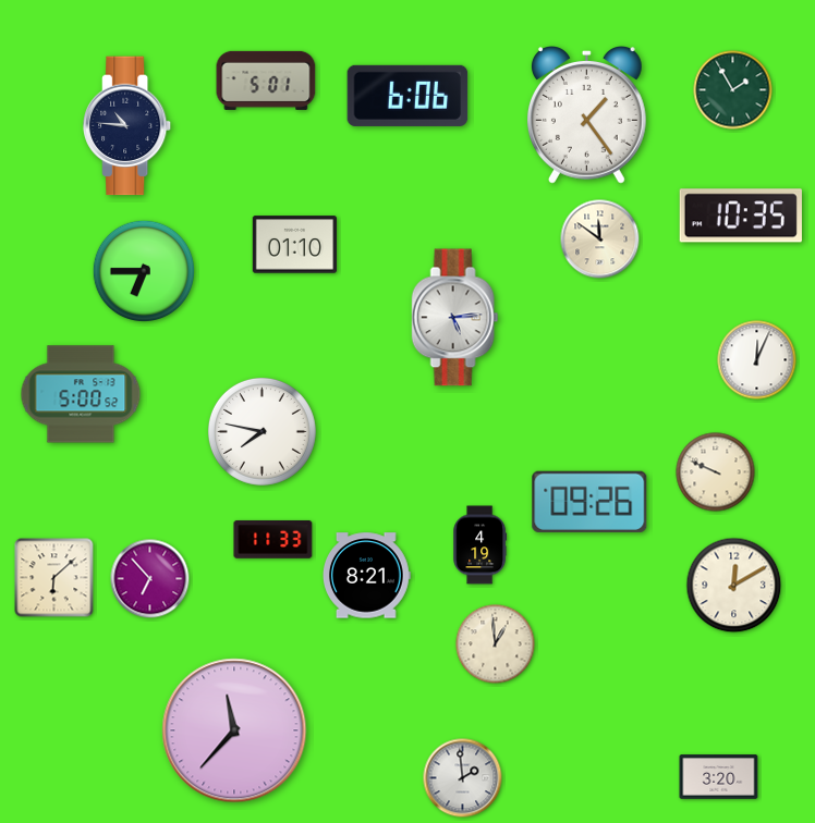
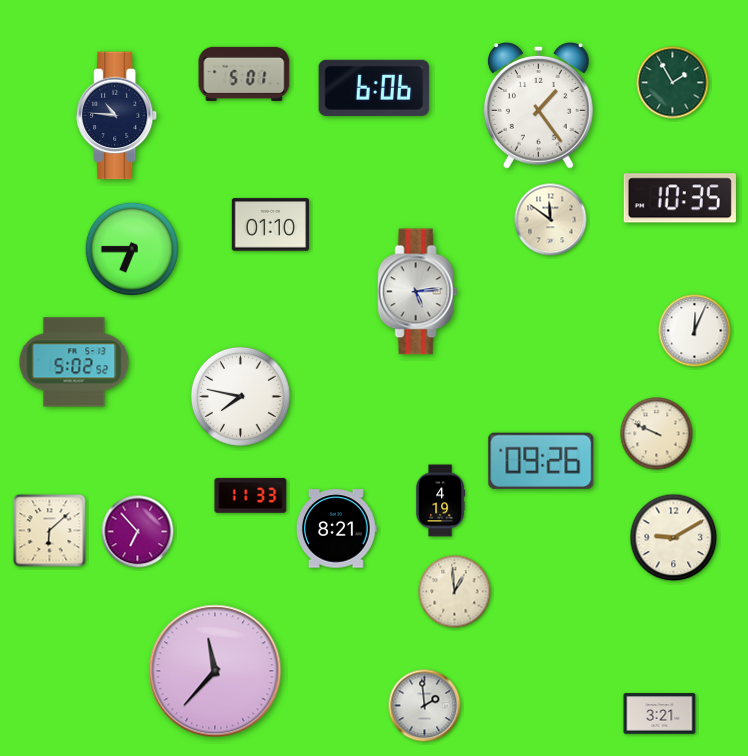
clock at (81, 394): 5:00 -> 5:02
clock at (734, 586): 12:10 -> 9:10
clock at (719, 777): 3:20 -> 3:21
clock at (463, 778) position: (463, 778) -> (425, 706)
